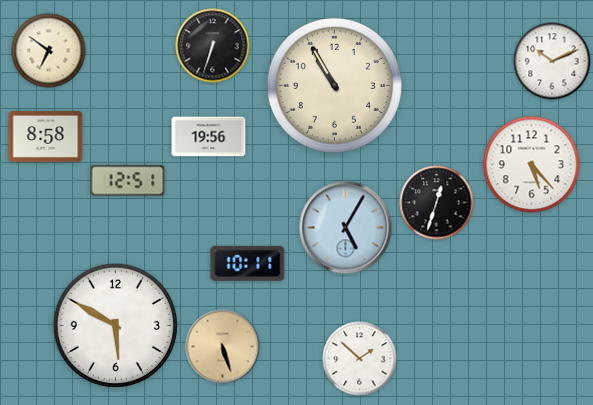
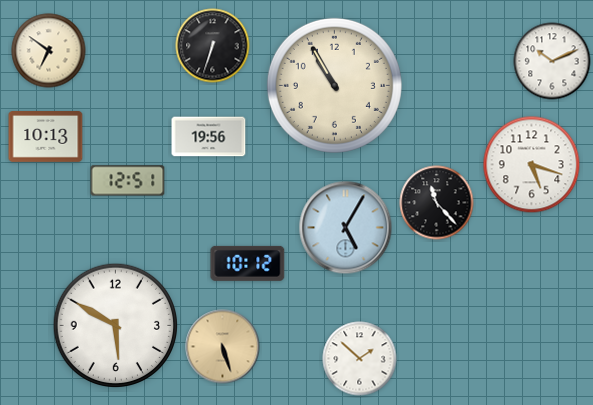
clock at (46, 137): 8:58 -> 10:13
clock at (532, 165): 5:23 -> 5:18
clock at (437, 203): 12:33 -> 11:23
clock at (248, 263): 10:11 -> 10:12
